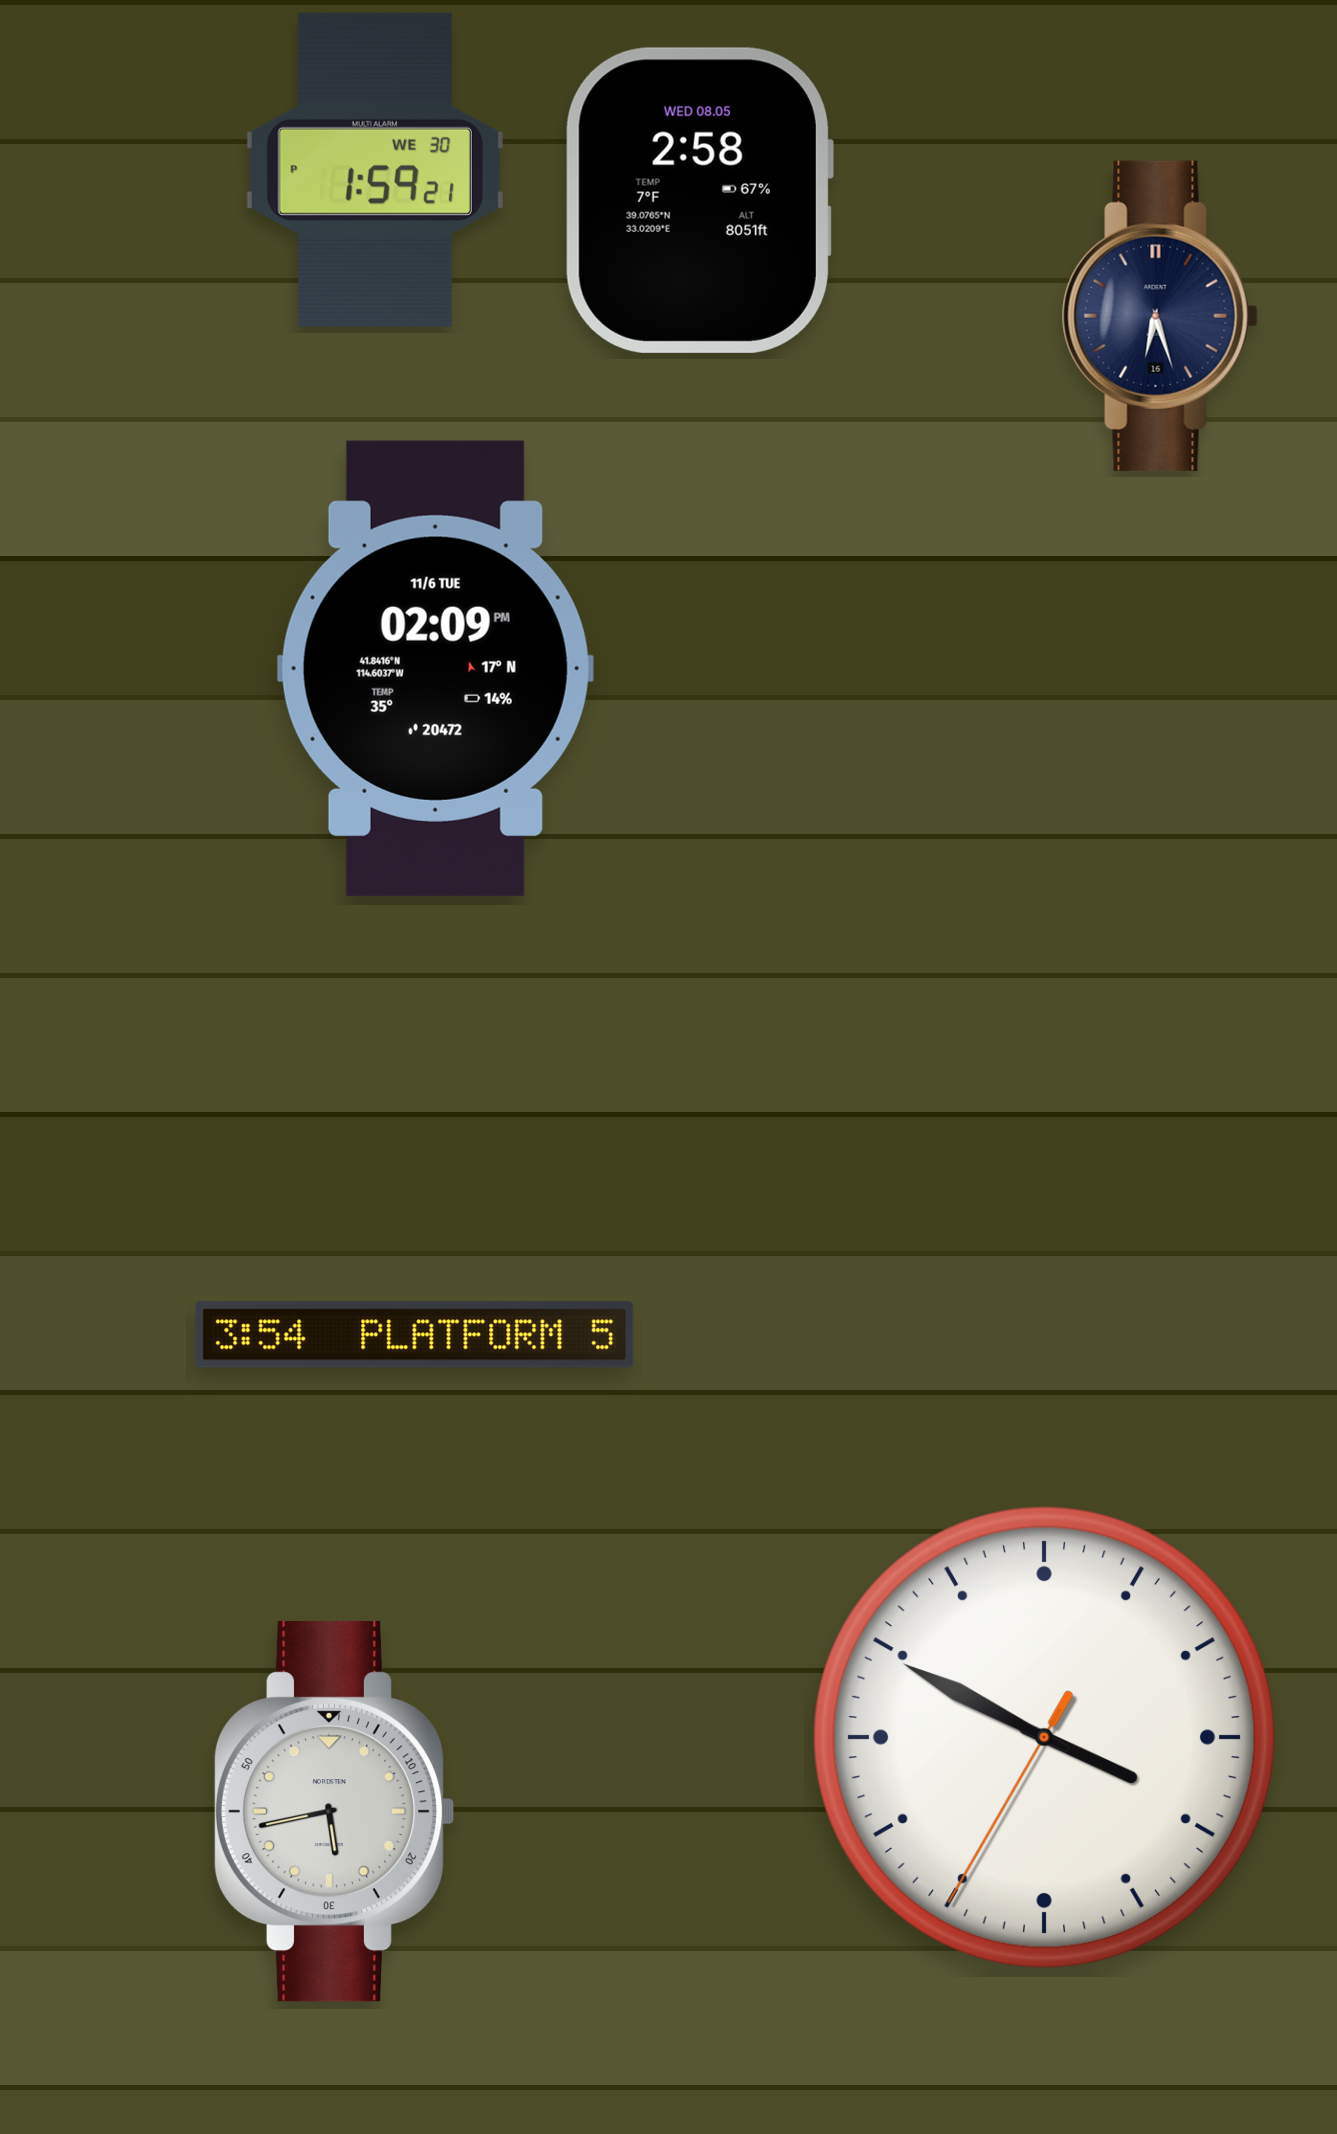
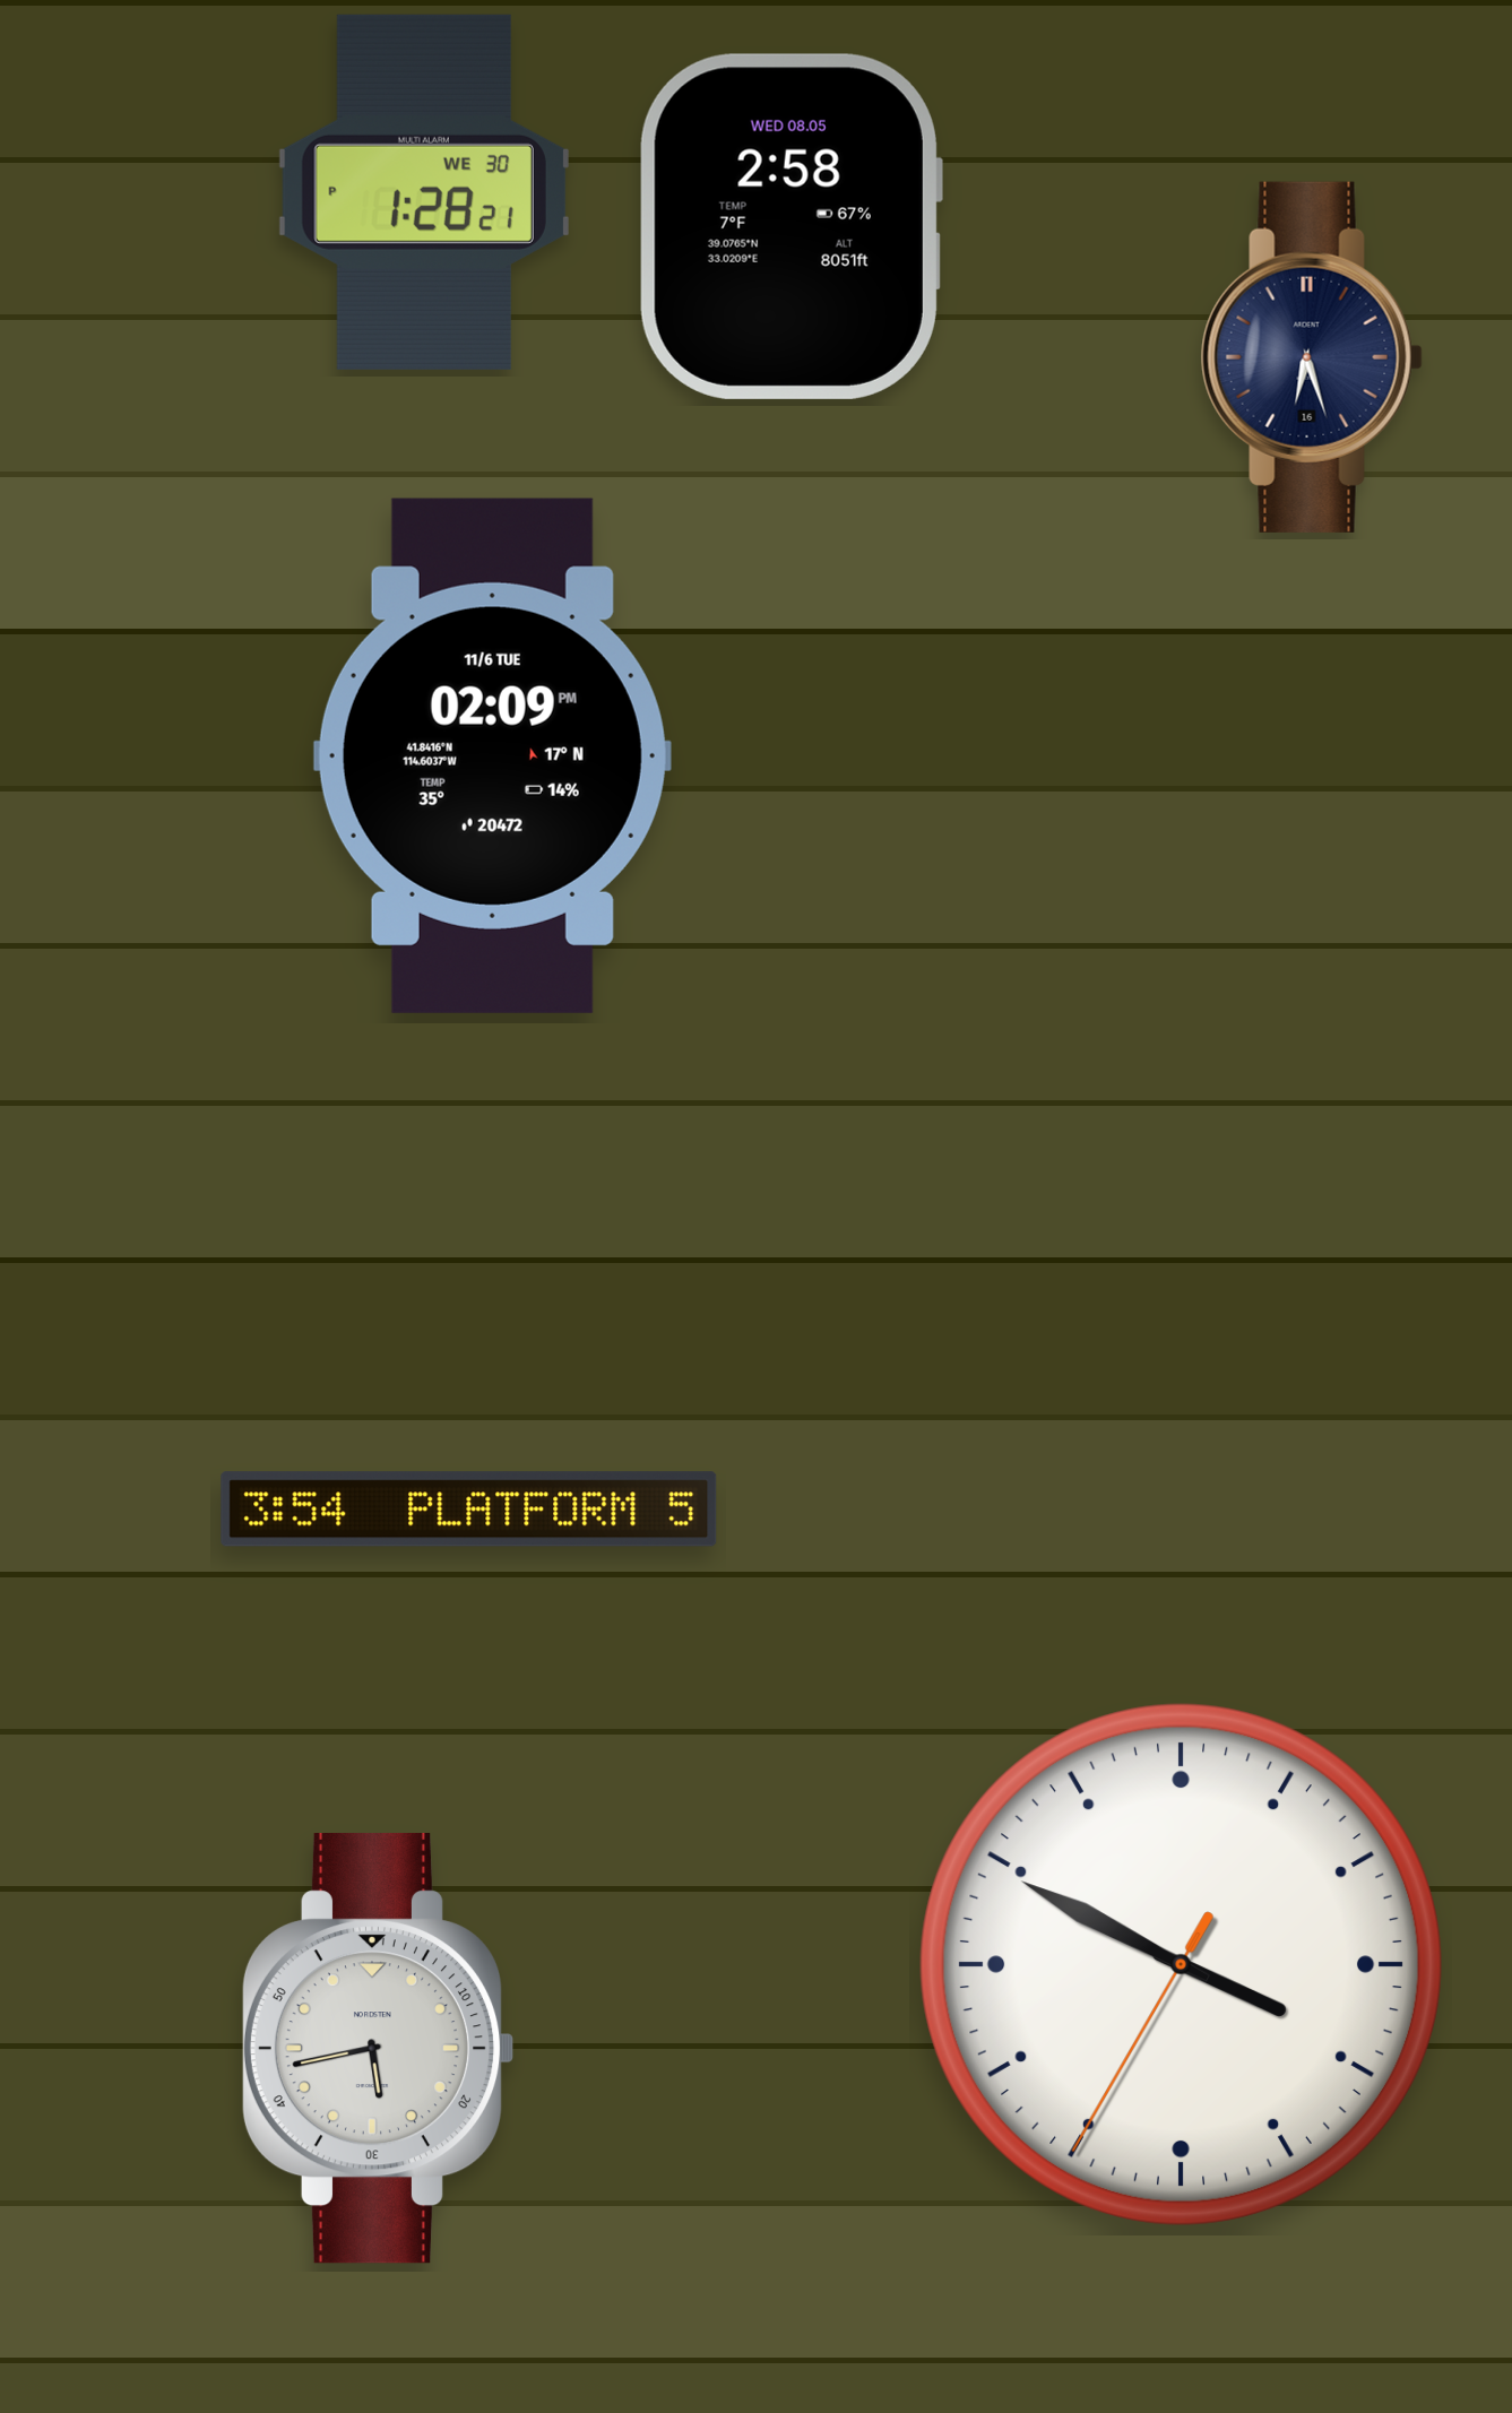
clock at (375, 170): 1:59 -> 1:28
